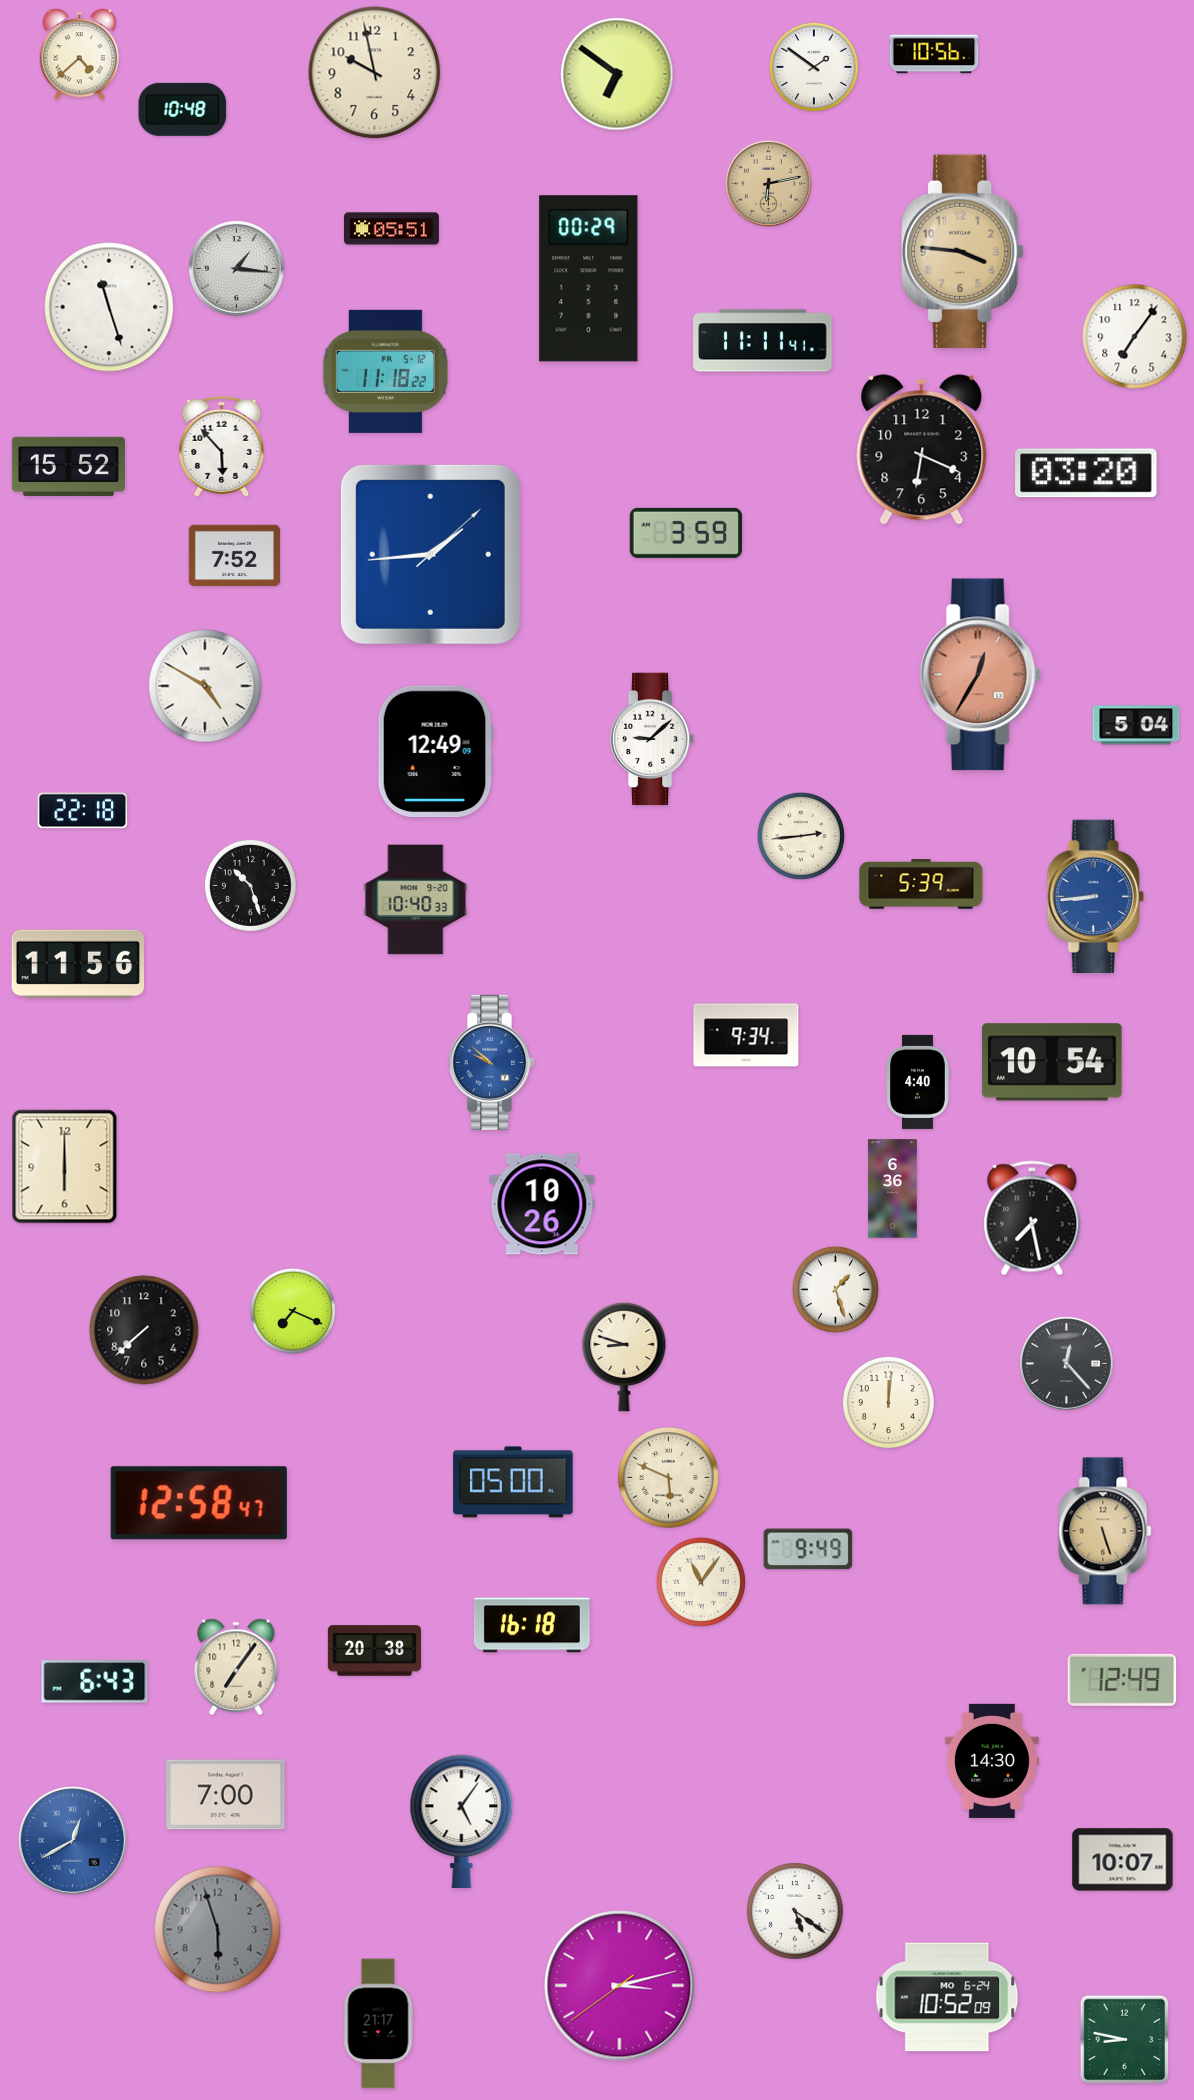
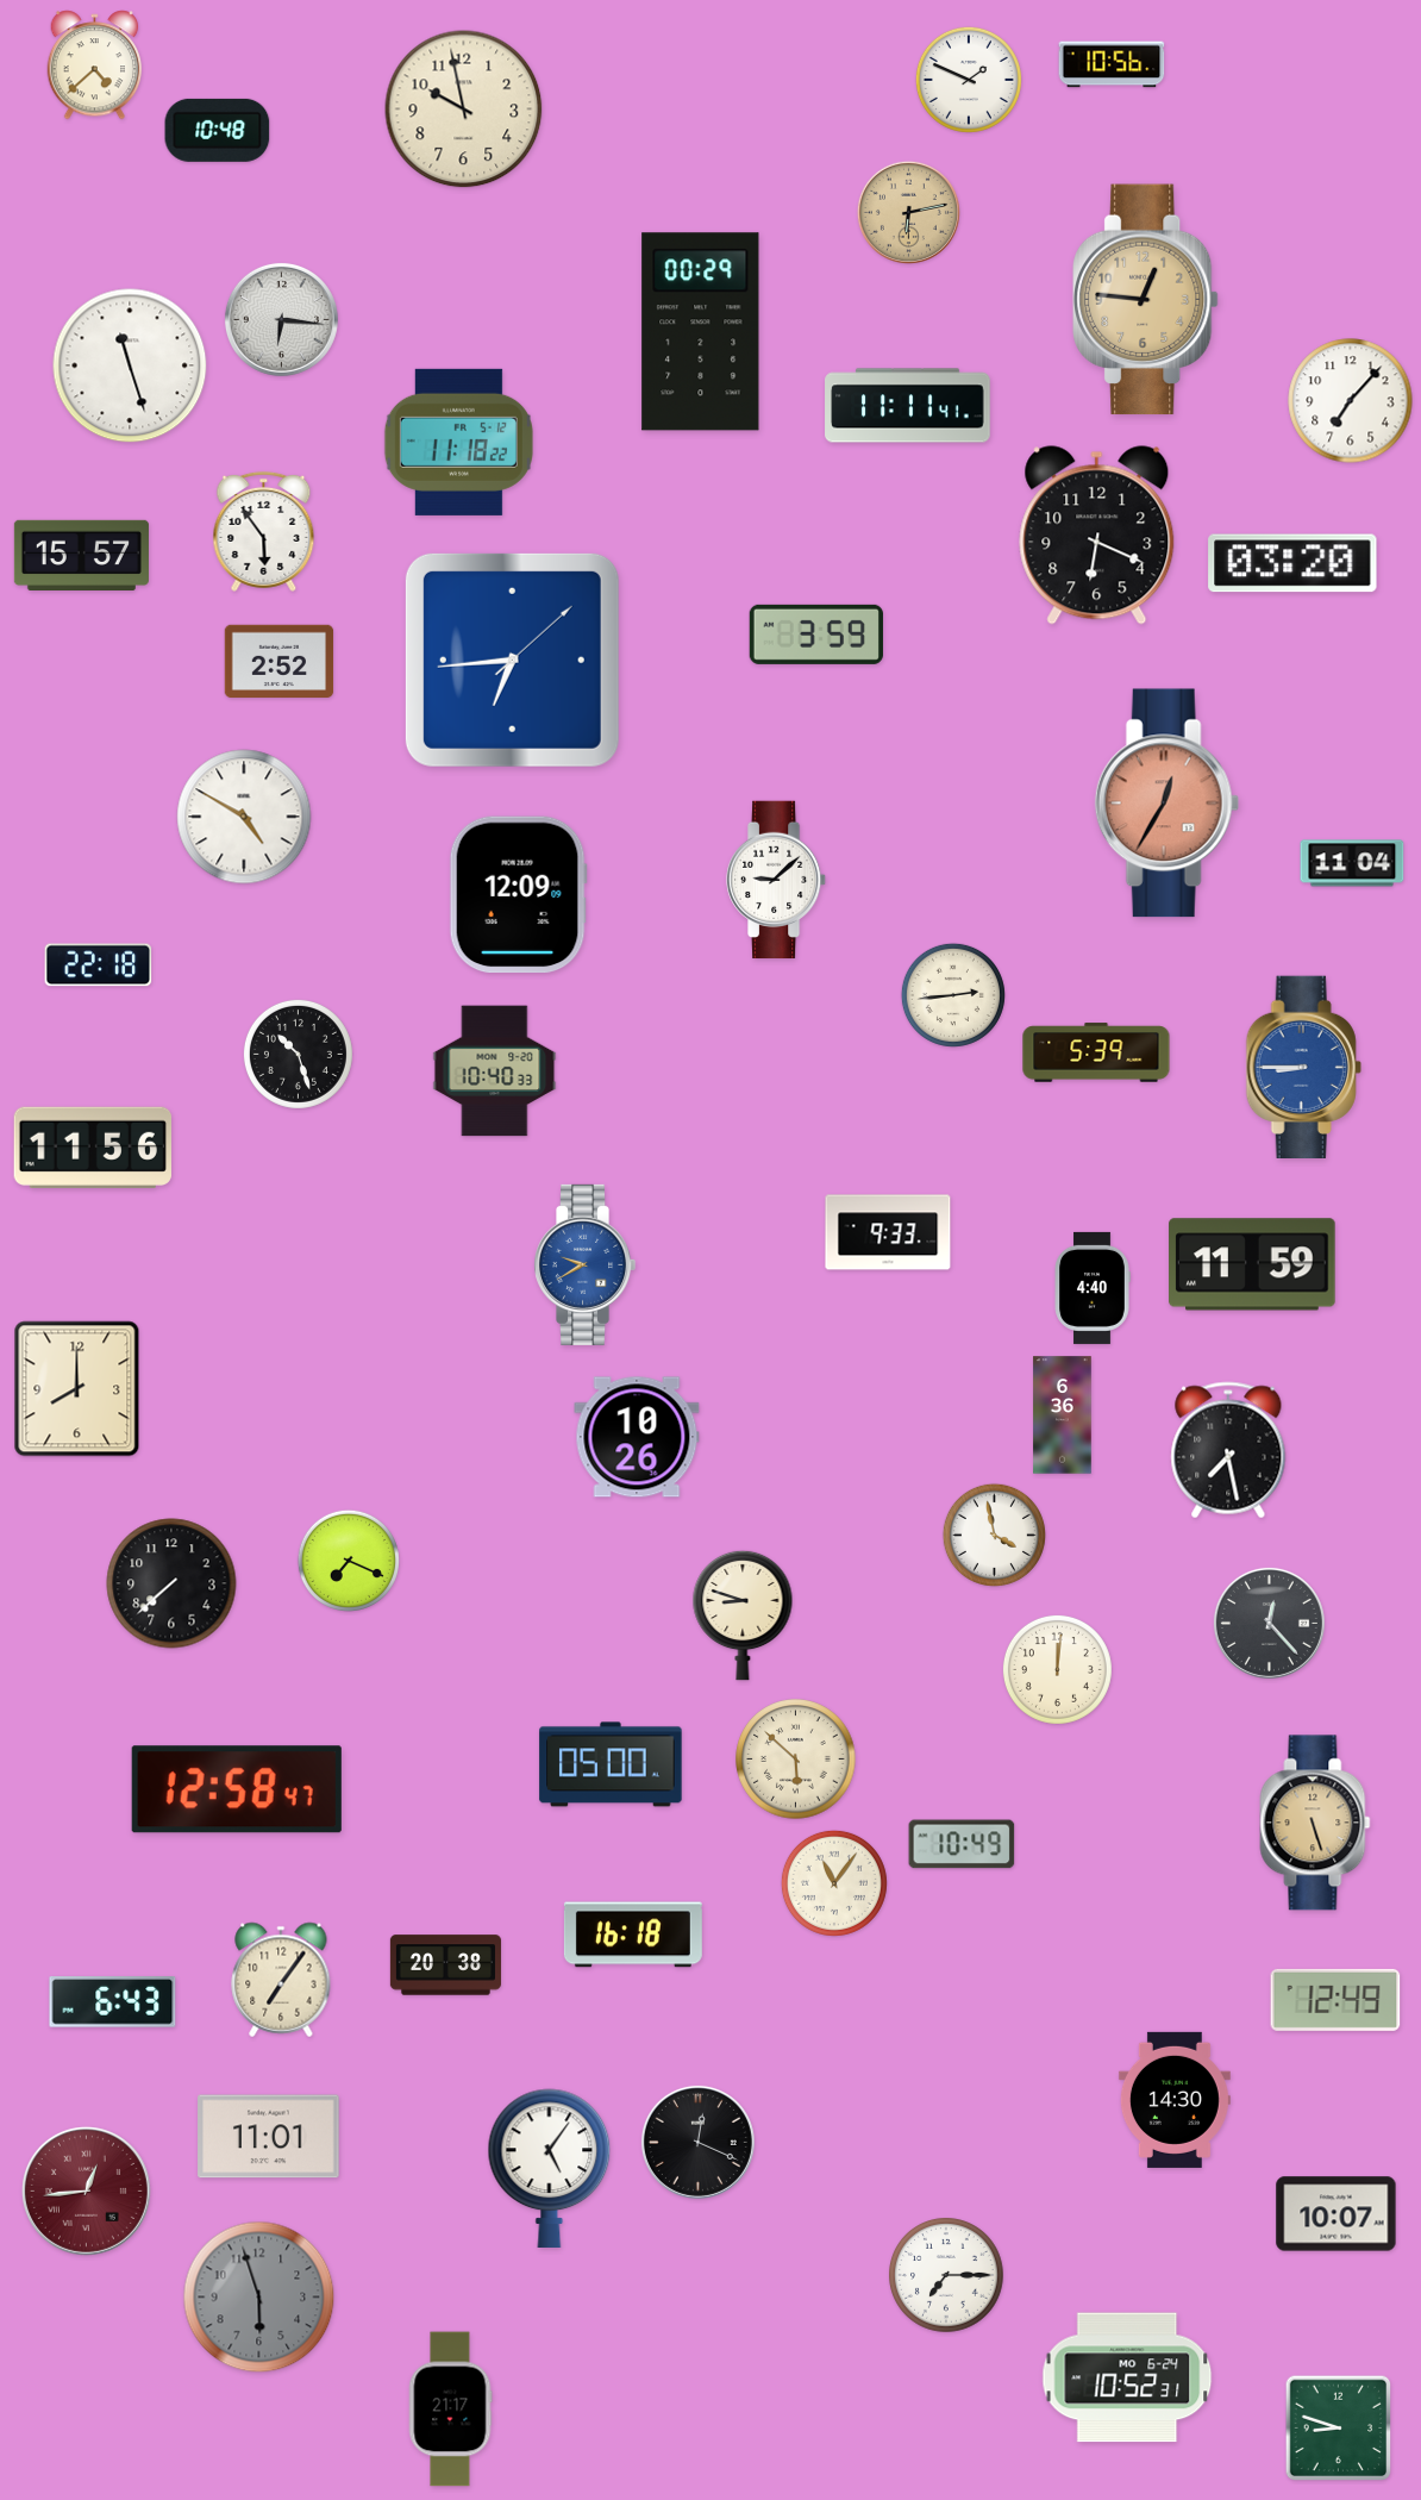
clock at (814, 67): 1:51 -> 1:49
clock at (375, 73) position: (375, 73) -> (464, 110)
clock at (617, 74): 6:51 -> none
clock at (768, 183) position: (768, 183) -> (908, 212)
clock at (391, 229): 05:51 -> none
clock at (963, 252): 3:46 -> 12:46
clock at (236, 268): 1:16 -> 6:16
clock at (1135, 337): 7:06 -> 7:07
clock at (222, 446): 5:53 -> 5:54
clock at (68, 466): 15:52 -> 15:57
clock at (430, 554): 1:44 -> 6:44
clock at (235, 556): 7:52 -> 2:52
clock at (1136, 725): 5:04 -> 11:04
clock at (435, 752): 12:49 -> 12:09
clock at (1095, 896): 8:44 -> 8:45
clock at (746, 1035): 9:34 -> 9:33
clock at (492, 1062): 9:52 -> 9:40
clock at (1052, 1062): 10:54 -> 11:59
clock at (65, 1167): 6:00 -> 8:00
clock at (542, 1204) position: (542, 1204) -> (637, 1437)
clock at (835, 1289): 1:27 -> 3:58
clock at (669, 1478): 5:49 -> 5:52
clock at (808, 1549): 9:49 -> 10:49
clock at (236, 1667) position: (236, 1667) -> (281, 1980)
clock at (992, 1761) position: (992, 1761) -> (1175, 2100)
clock at (226, 1795): 7:00 -> 11:01
clock at (697, 2142): none -> 12:19
clock at (72, 1840): 12:40 -> 12:44
clock at (72, 1840) dial: blue -> burgundy
clock at (796, 1912): 5:21 -> 7:15
clock at (620, 1986): 3:12 -> none
clock at (947, 1997): 10:52:09 -> 10:52:31
clock at (1125, 2040): 8:47 -> 8:48
